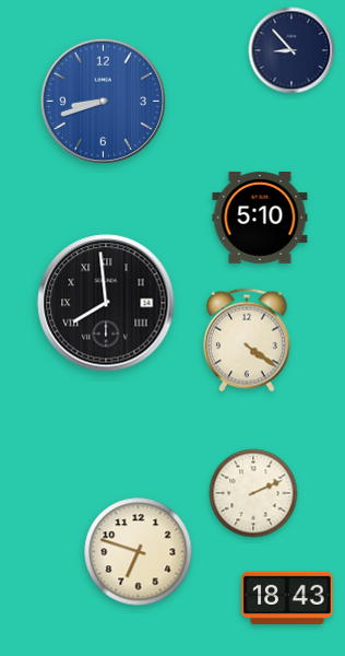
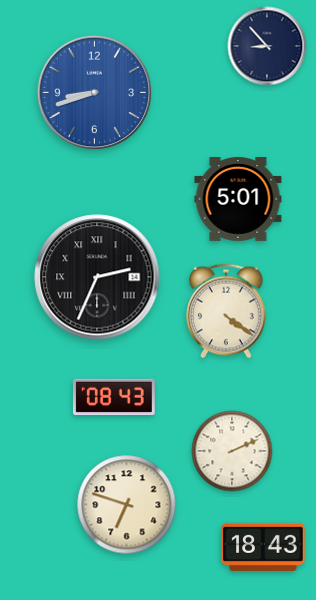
clock at (260, 219): 5:10 -> 5:01
clock at (106, 303): 7:59 -> 2:34
clock at (114, 397): none -> 08:43
